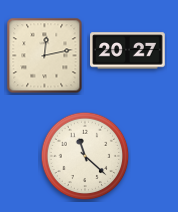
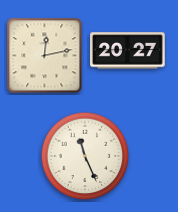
clock at (85, 156): 11:22 -> 11:26
